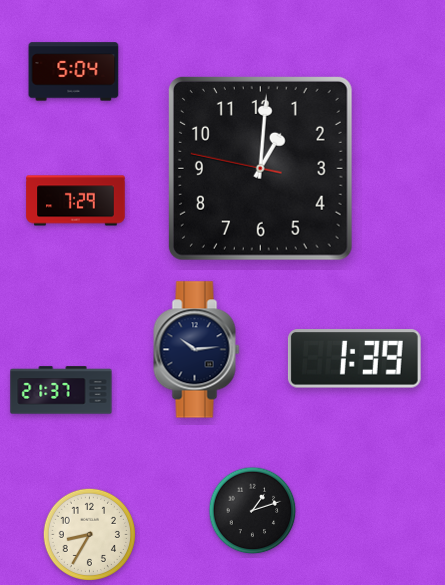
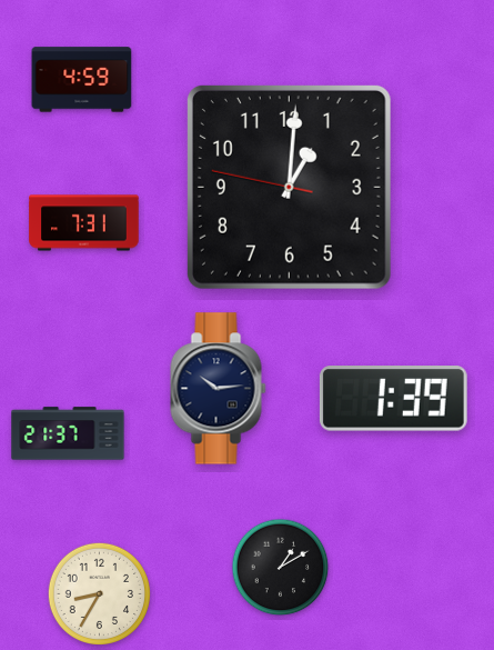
clock at (74, 72): 5:04 -> 4:59
clock at (76, 201): 7:29 -> 7:31
clock at (253, 511): 1:12 -> 1:10
